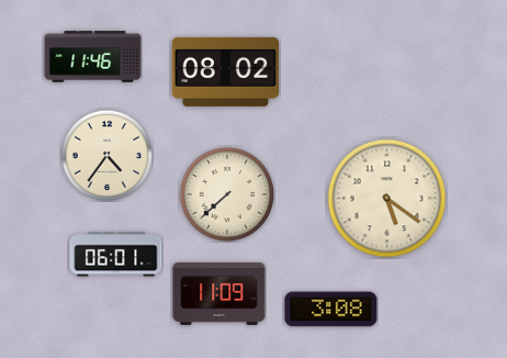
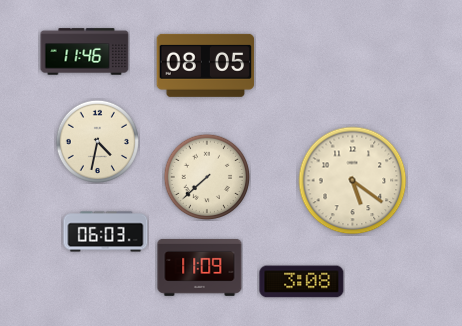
clock at (226, 71): 08:02 -> 08:05
clock at (106, 155): 4:36 -> 4:32
clock at (116, 255): 06:01 -> 06:03
